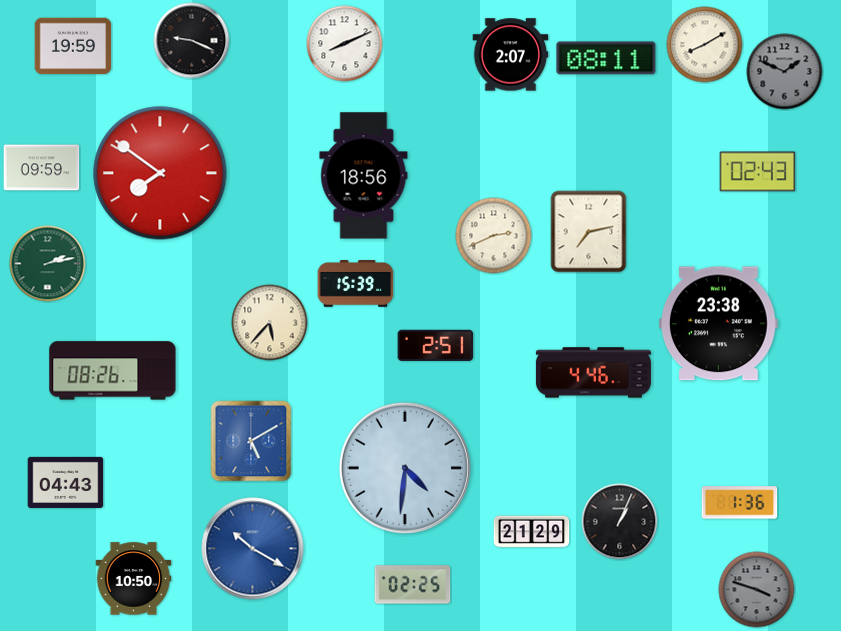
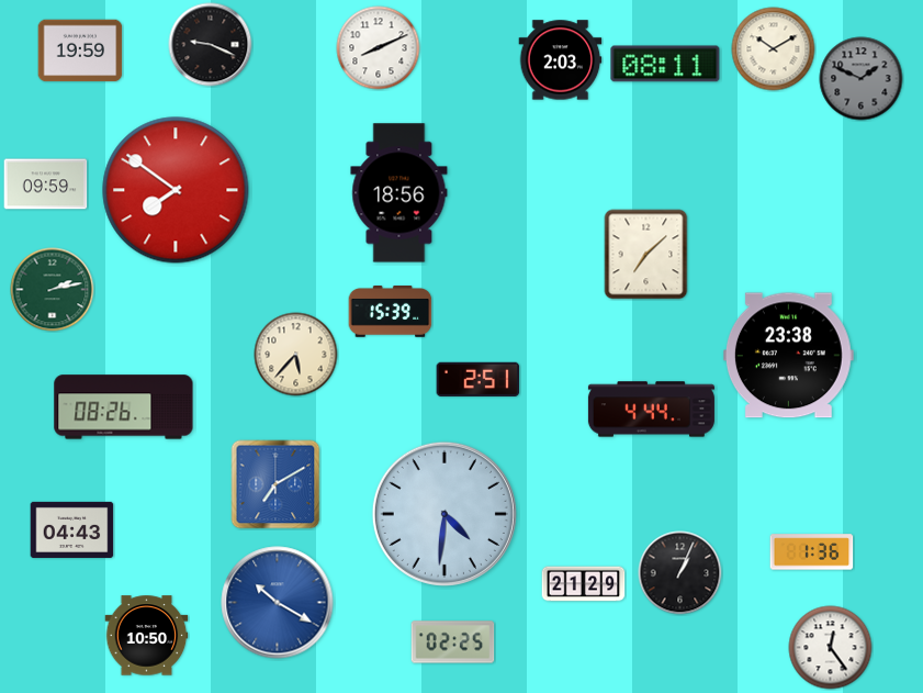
clock at (705, 45): 8:10 -> 10:10
clock at (511, 55): 2:07 -> 2:03
clock at (758, 172): 02:43 -> none
clock at (589, 232): 7:13 -> 7:08
clock at (494, 236): 2:41 -> none
clock at (593, 373): 4:46 -> 4:44
clock at (251, 441): 5:10 -> 7:10
clock at (757, 590): 3:48 -> 12:24
clock at (757, 590) dial: grey -> white
